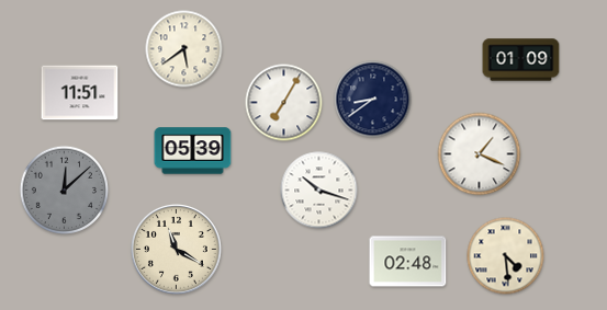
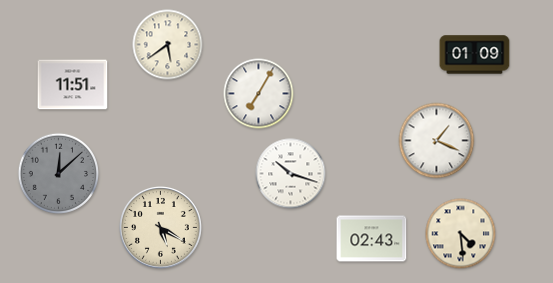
clock at (373, 100): 8:39 -> none
clock at (193, 151): 05:39 -> none
clock at (177, 250): 11:20 -> 5:20
clock at (408, 262): 02:48 -> 02:43
